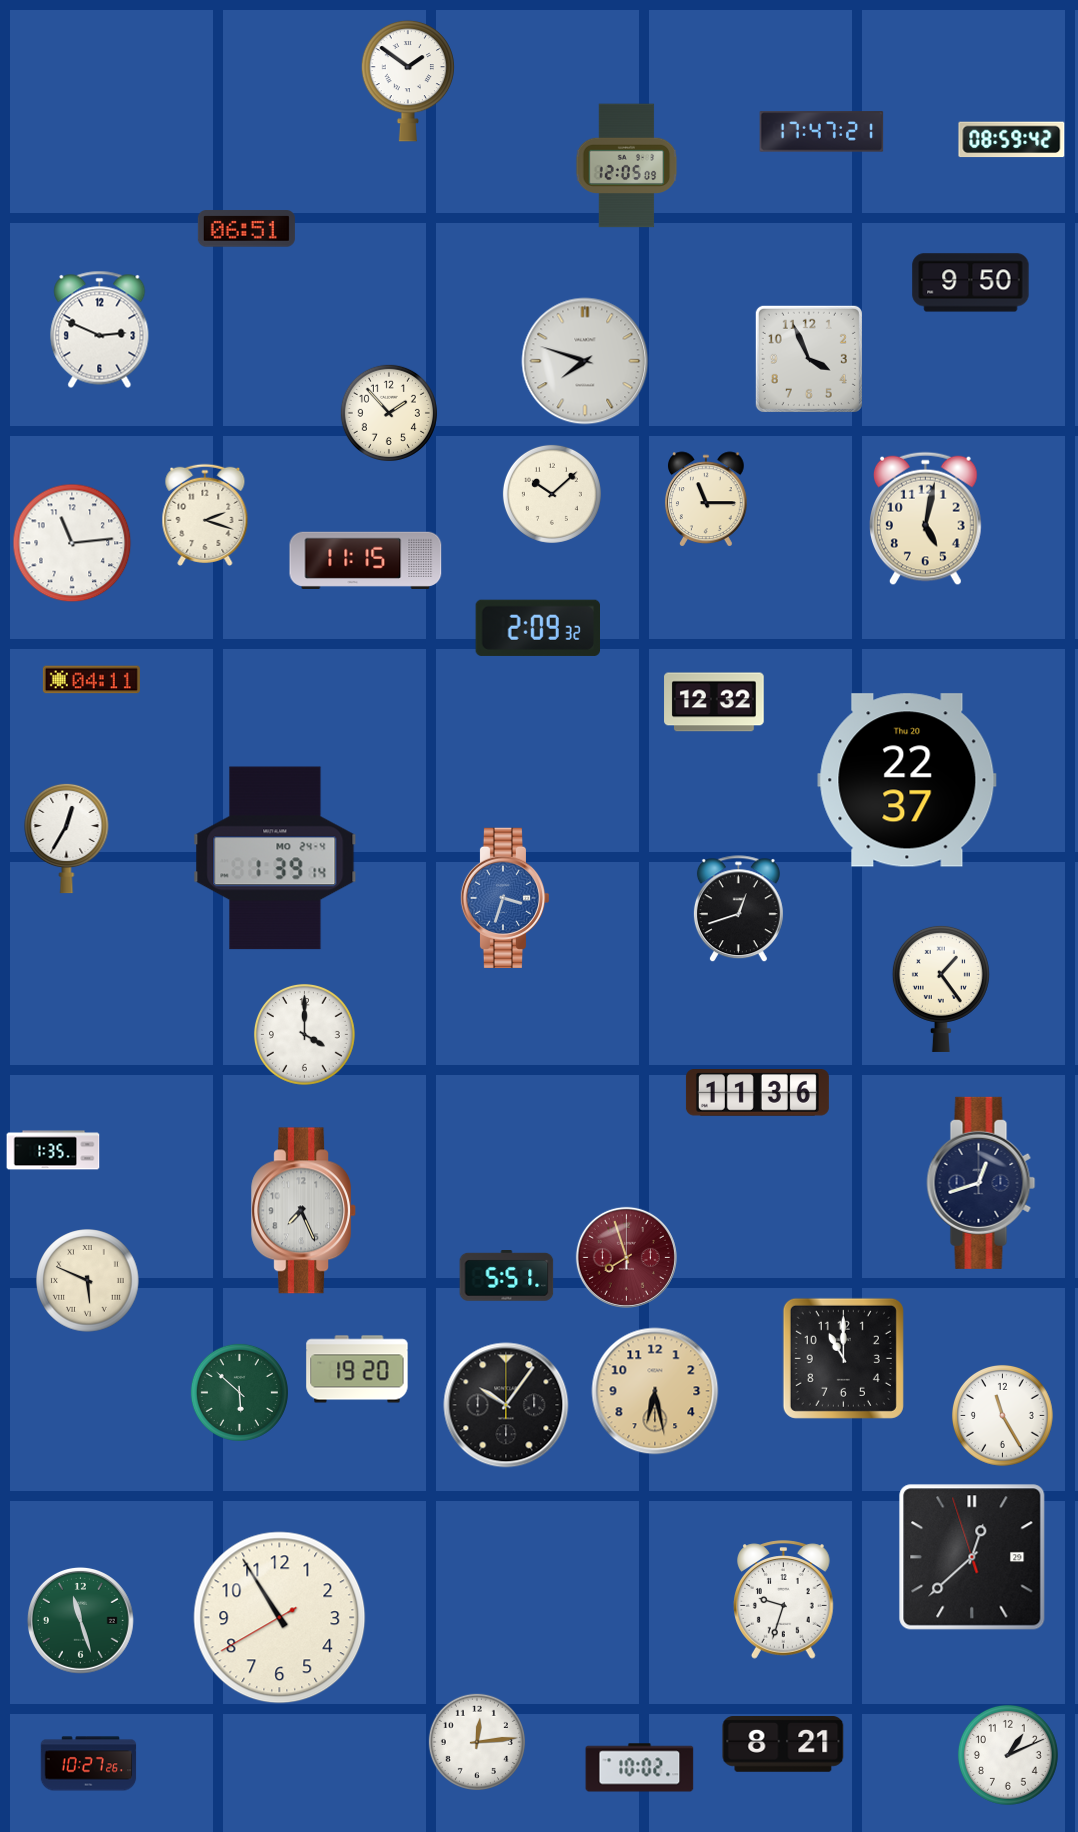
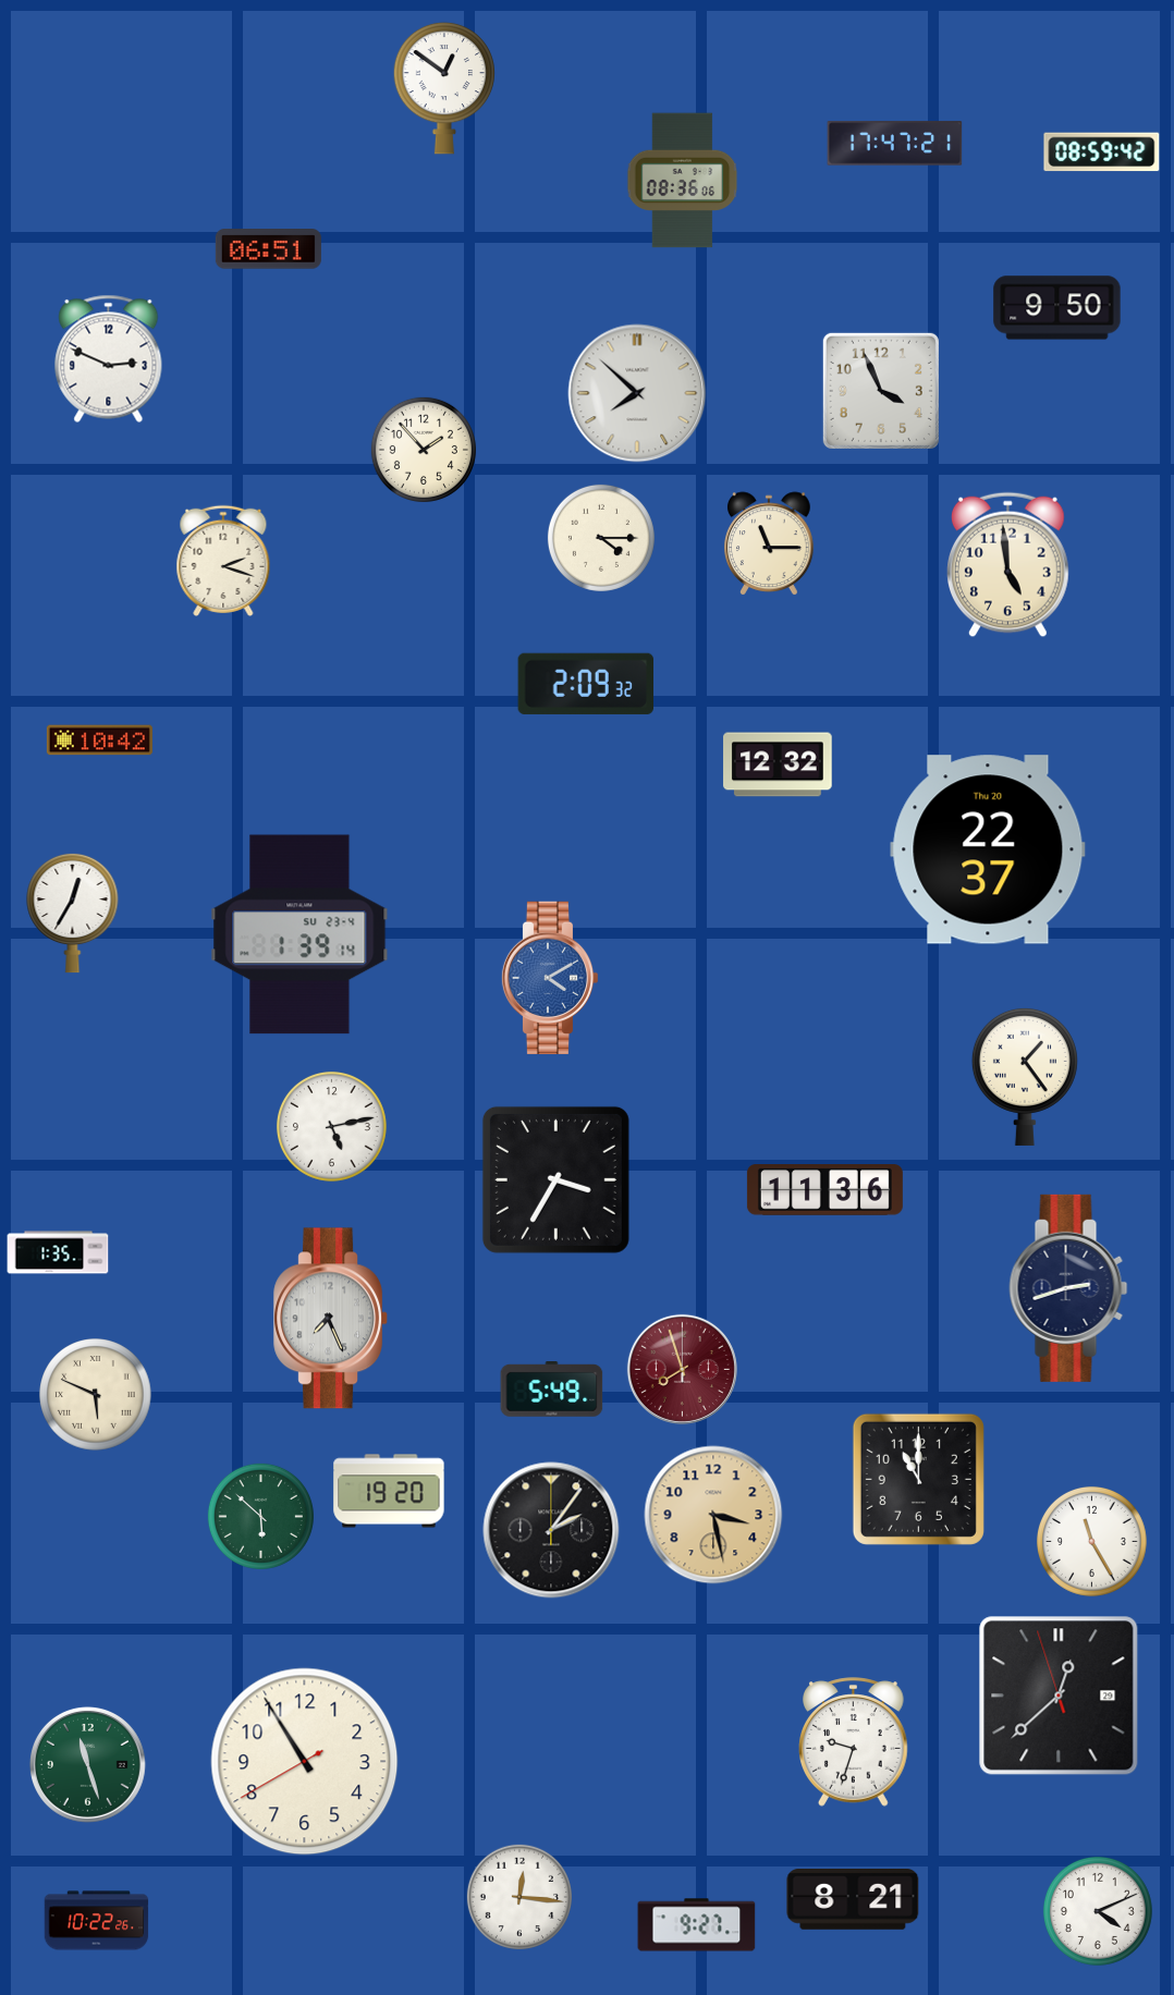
clock at (407, 81): 1:51 -> 12:51
clock at (627, 166): 12:05 -> 08:36
clock at (585, 361): 7:48 -> 7:52
clock at (552, 494): 10:08 -> 4:15
clock at (926, 519): 5:02 -> 4:59
clock at (72, 543): 11:14 -> none
clock at (366, 560): 11:15 -> none
clock at (91, 680): 04:11 -> 10:42
clock at (275, 858) date: MO 24-4 -> SU 23-4
clock at (505, 897): 3:33 -> 4:10
clock at (738, 909): 12:42 -> none
clock at (304, 1034): 4:00 -> 5:13
clock at (555, 1179): none -> 3:35
clock at (981, 1183): 12:42 -> 2:42
clock at (507, 1276): 5:51 -> 5:49
clock at (655, 1391): 6:28 -> 3:28
clock at (506, 1405): 10:06 -> 2:06
clock at (477, 1742): 12:14 -> 12:16
clock at (1008, 1755): 1:11 -> 4:11
clock at (89, 1764): 10:27 -> 10:22
clock at (640, 1768): 10:02 -> 9:27
